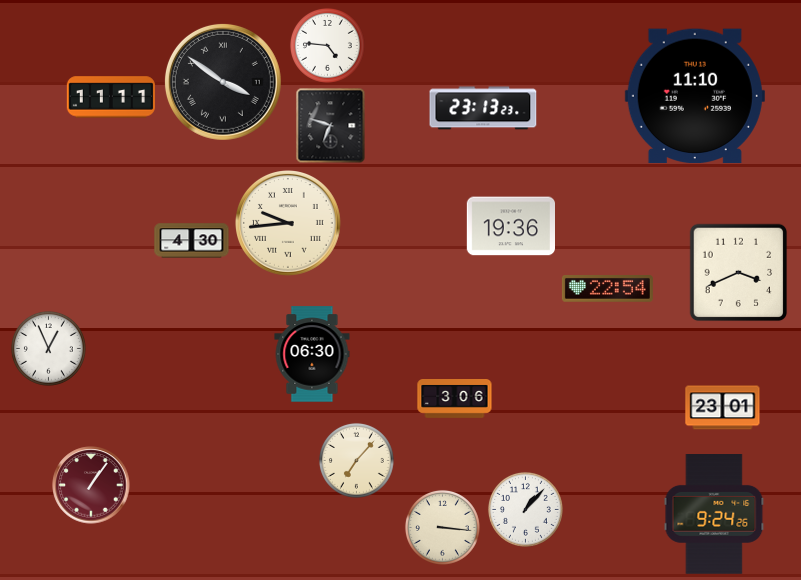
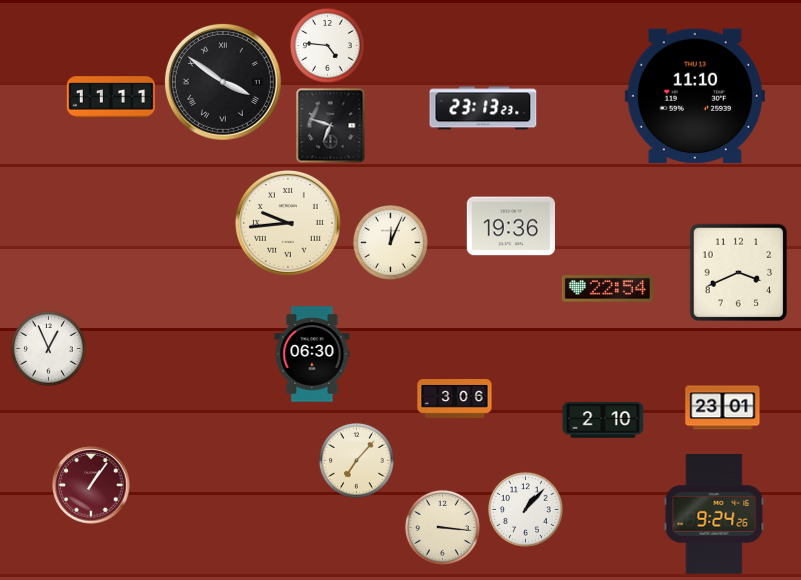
clock at (192, 241): 4:30 -> none
clock at (390, 242): none -> 12:04
clock at (603, 421): none -> 2:10
